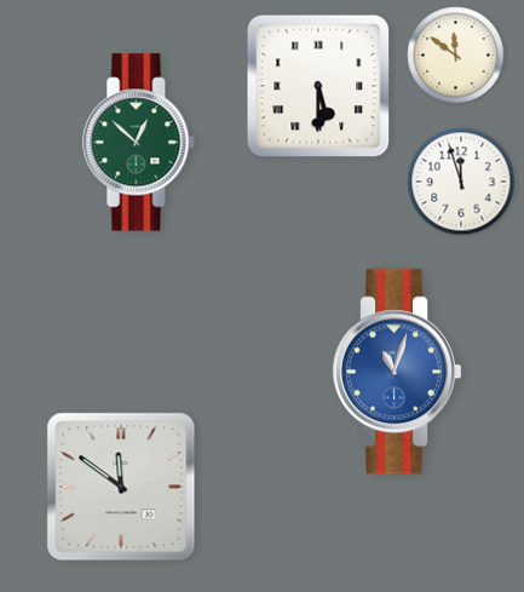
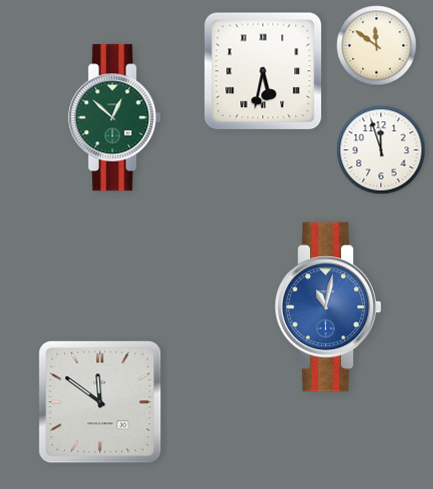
clock at (318, 86): 5:30 -> 5:32
clock at (397, 372): 11:03 -> 11:02
